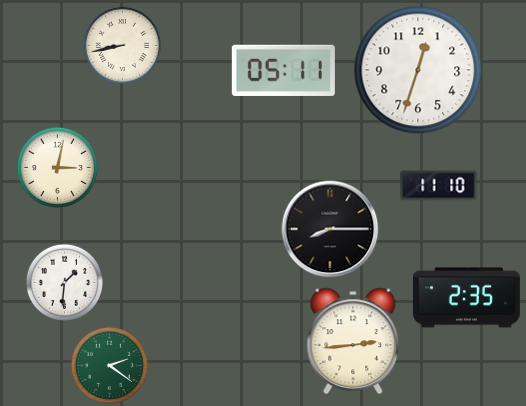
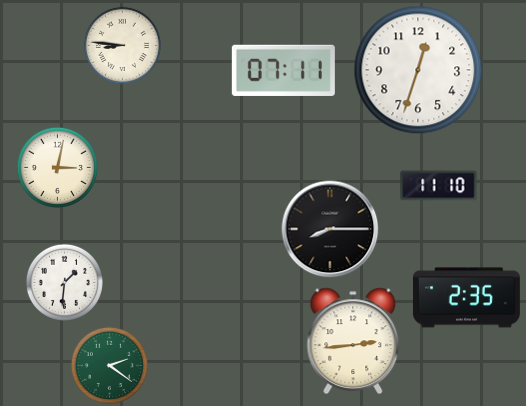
clock at (122, 45): 8:43 -> 8:46
clock at (283, 70): 05:11 -> 07:11
